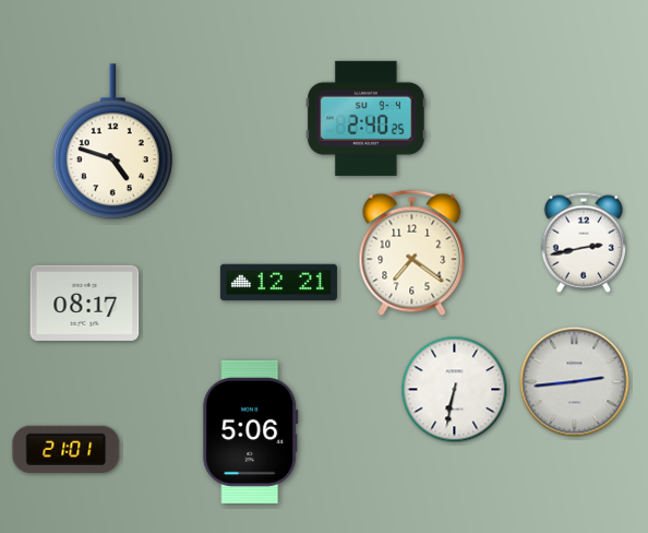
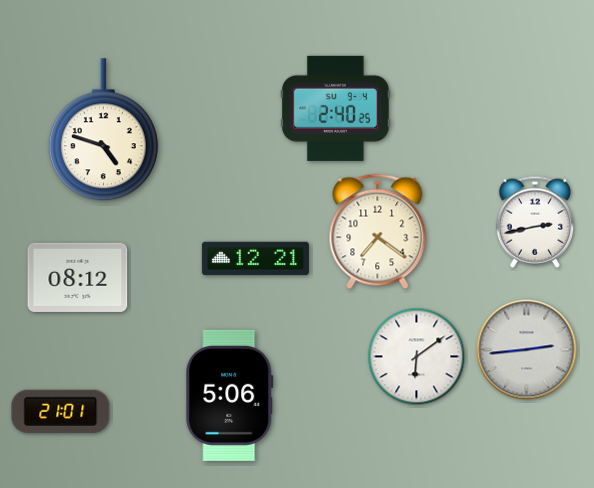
clock at (85, 303): 08:17 -> 08:12
clock at (455, 390): 6:32 -> 6:09
